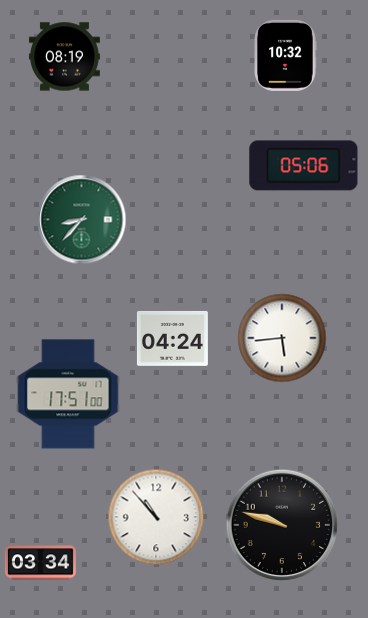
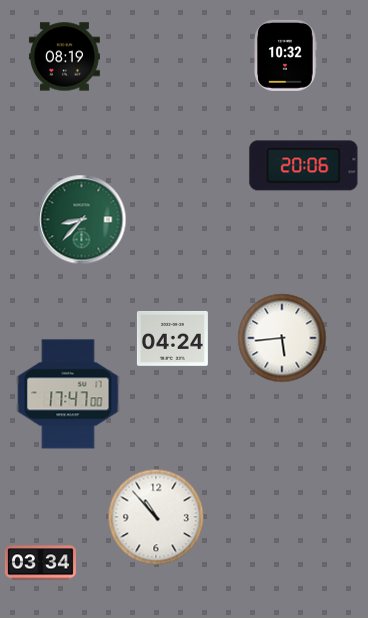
clock at (304, 166): 05:06 -> 20:06
clock at (68, 394): 17:51 -> 17:47
clock at (281, 524): 9:48 -> none
